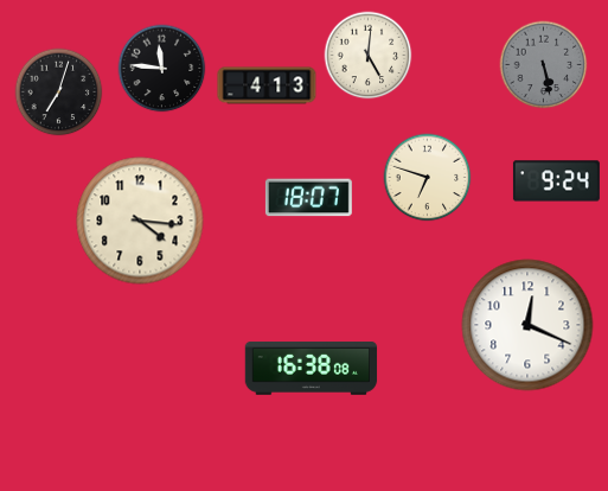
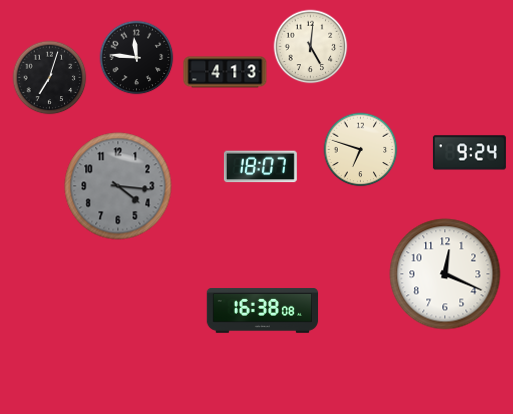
clock at (544, 65): 5:28 -> none
clock at (140, 221) dial: cream -> grey
